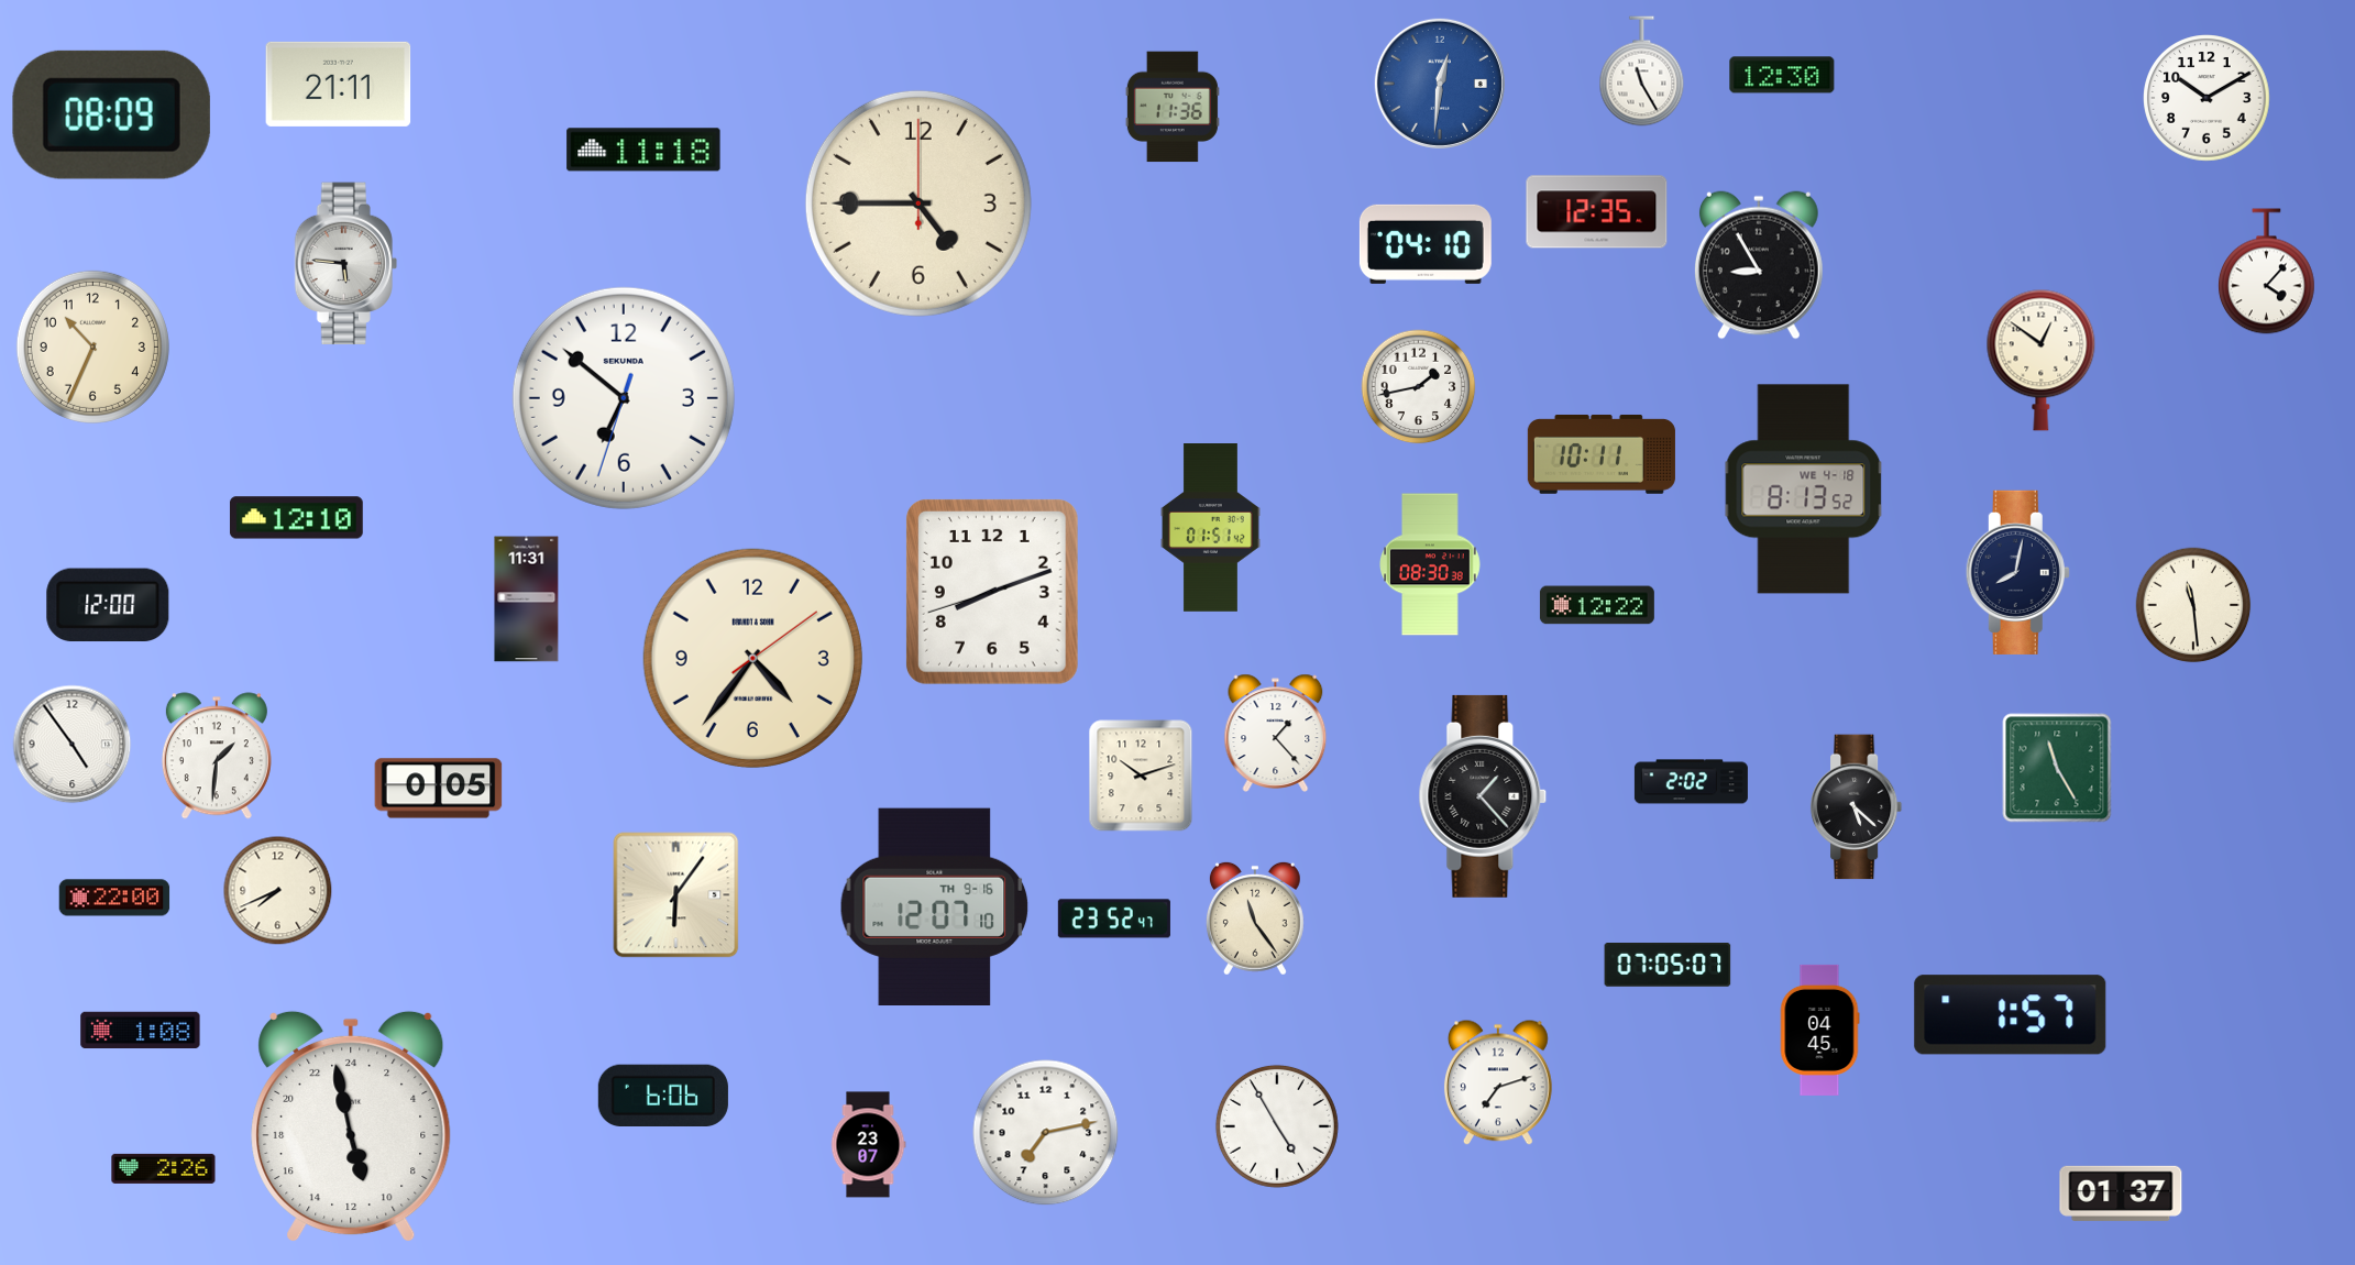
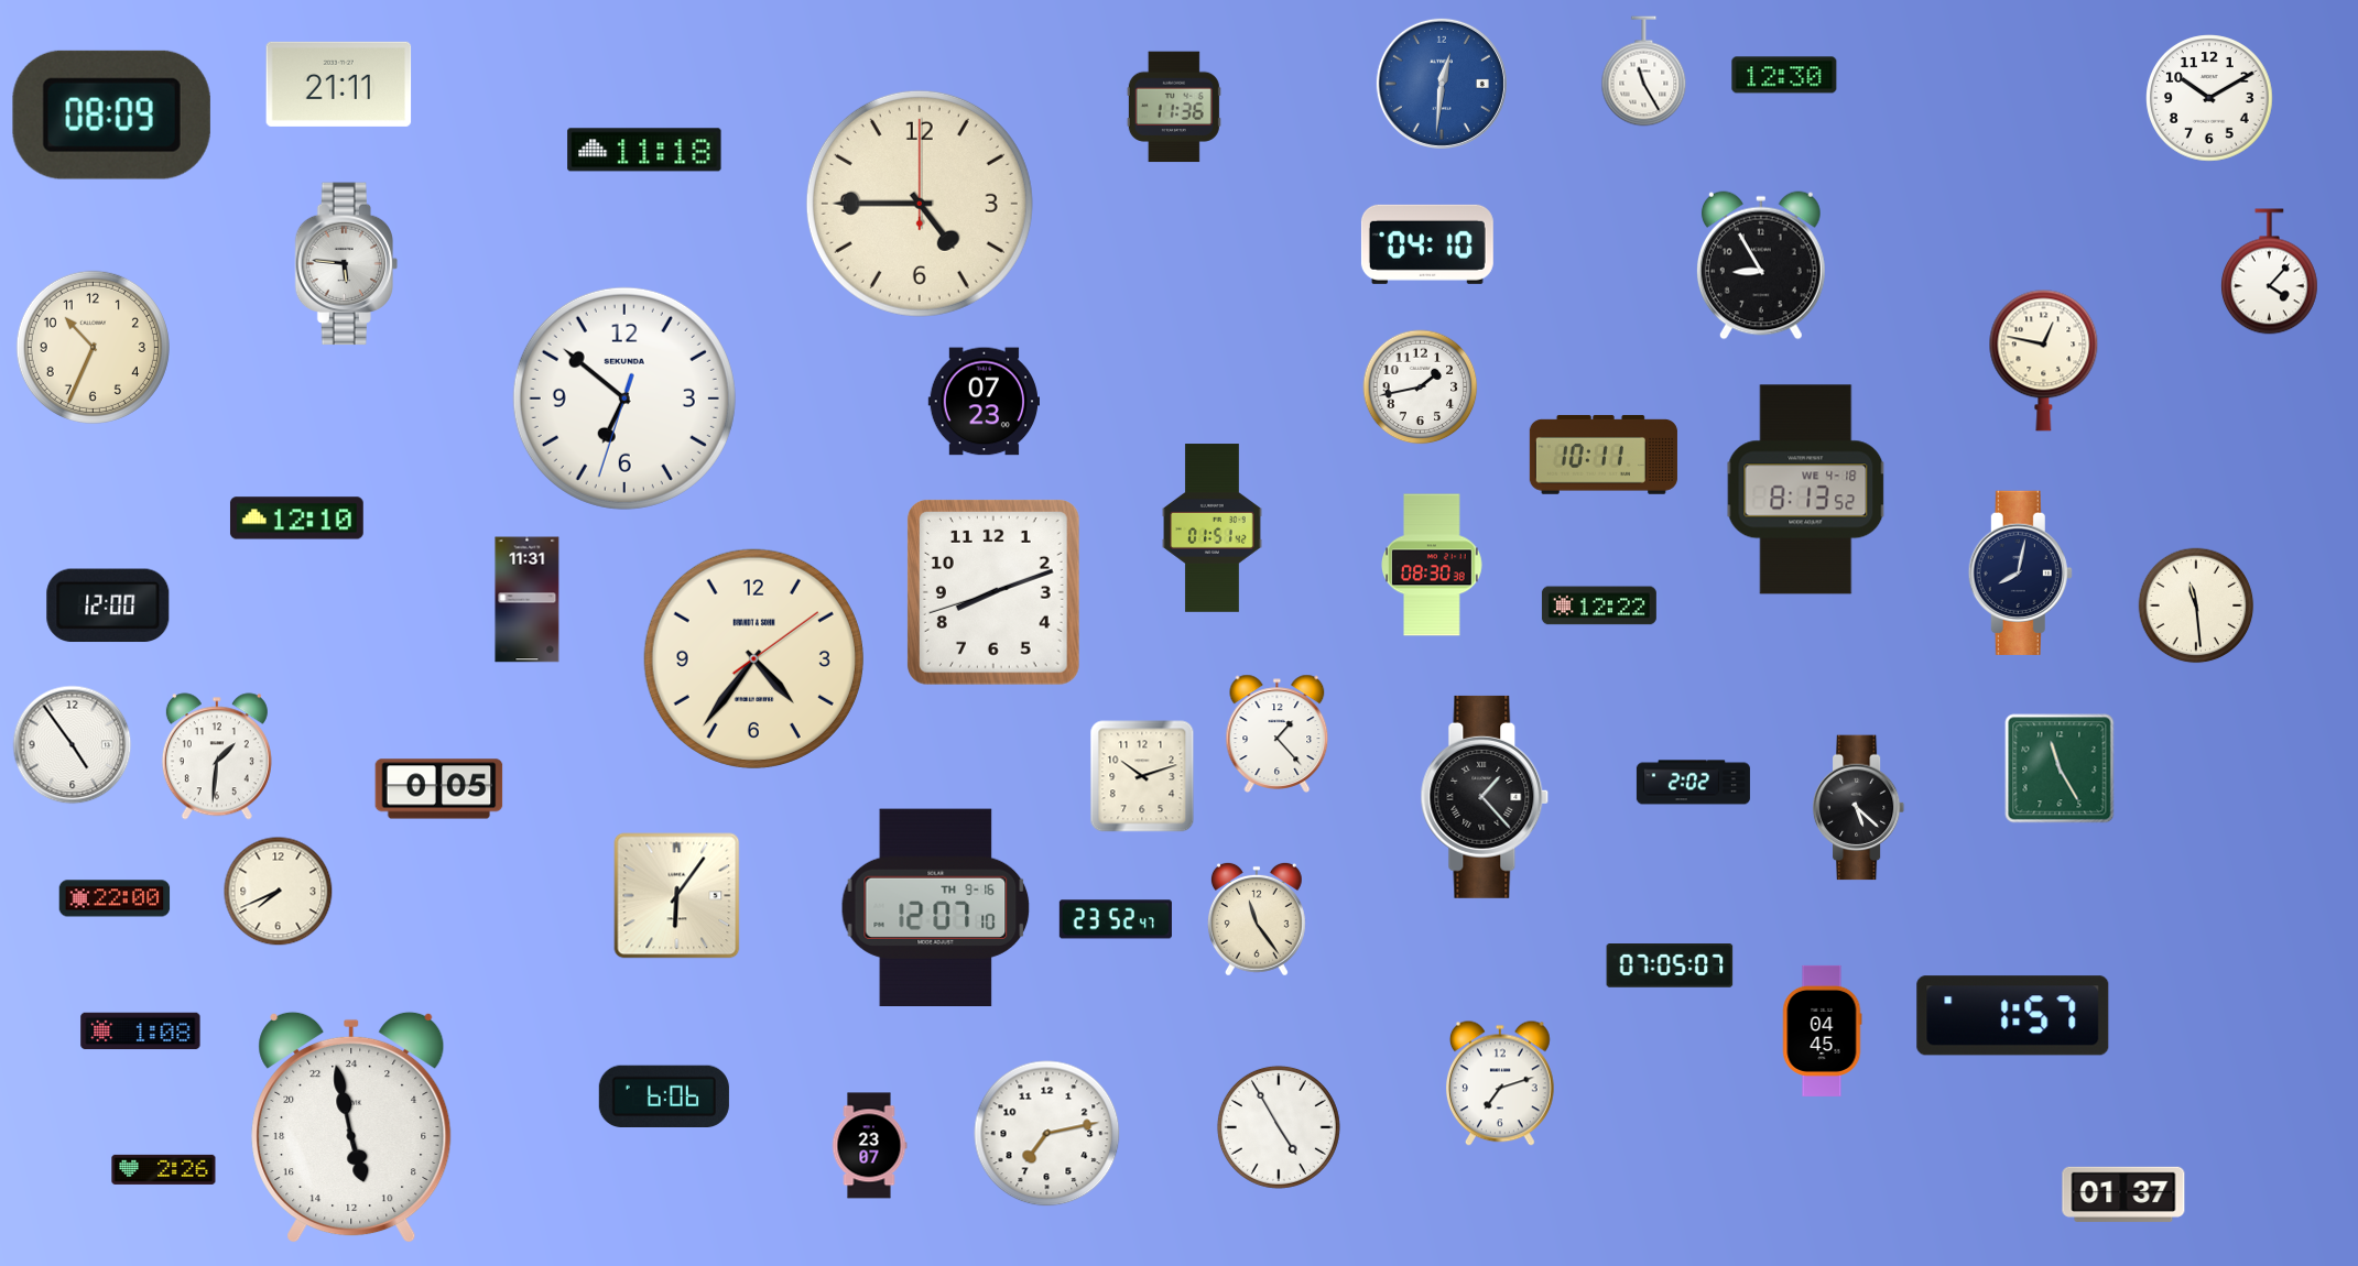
clock at (1597, 212): 12:35 -> none
clock at (2042, 360): 12:51 -> 12:47
clock at (984, 402): none -> 07:23
